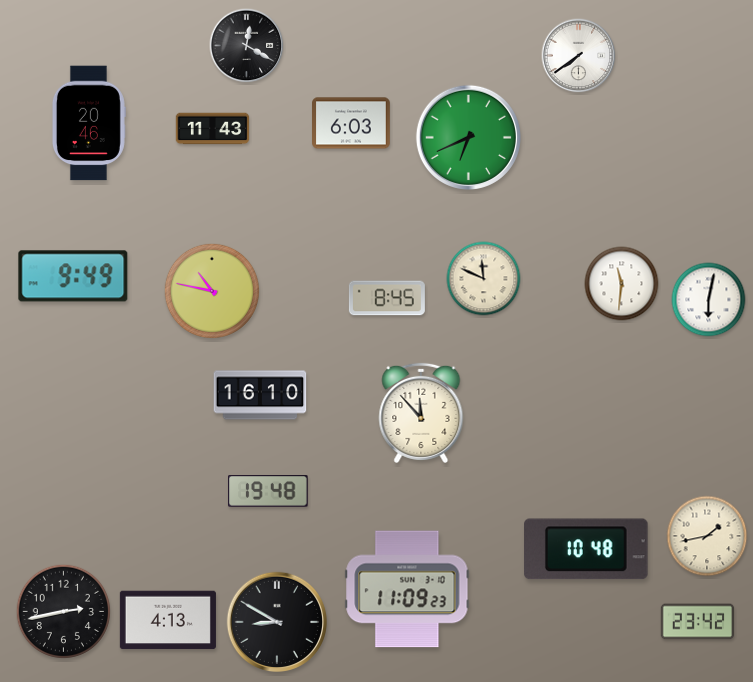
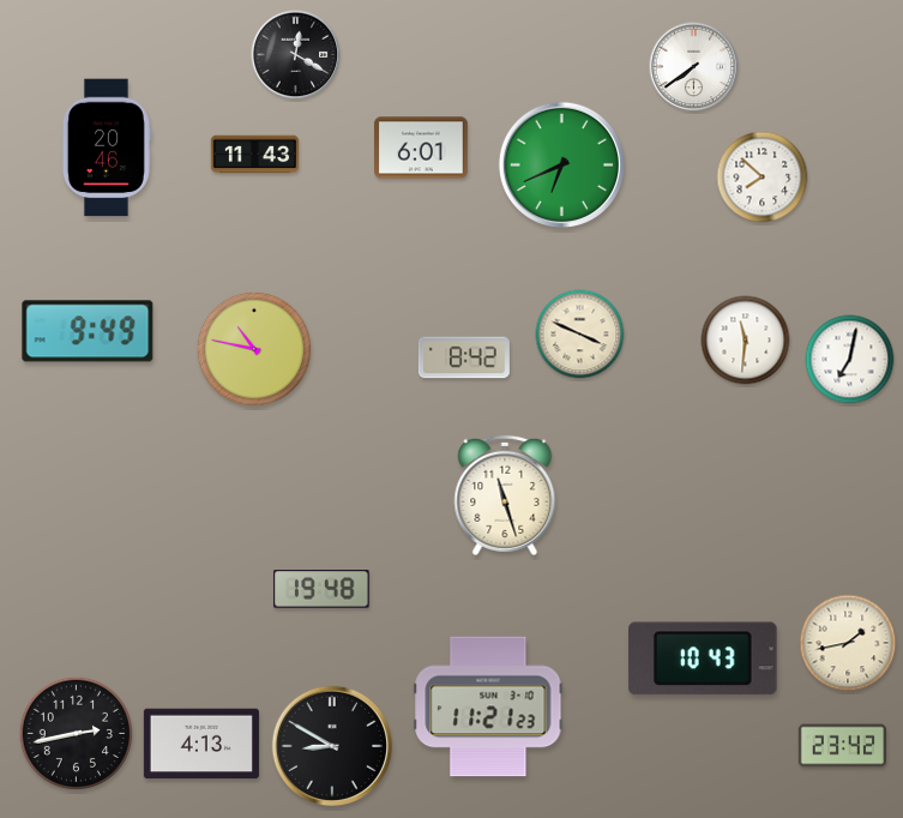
clock at (352, 123): 6:03 -> 6:01
clock at (763, 178): none -> 7:52
clock at (484, 279): 11:49 -> 3:49
clock at (387, 298): 8:45 -> 8:42
clock at (709, 300): 6:02 -> 7:02
clock at (260, 395): 16:10 -> none
clock at (421, 413): 11:53 -> 11:27
clock at (586, 549): 10:48 -> 10:43
clock at (407, 589): 11:09 -> 11:21
clock at (698, 622) position: (698, 622) -> (843, 746)
